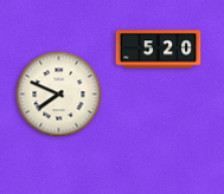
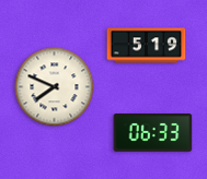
clock at (159, 50): 5:20 -> 5:19
clock at (153, 133): none -> 06:33
